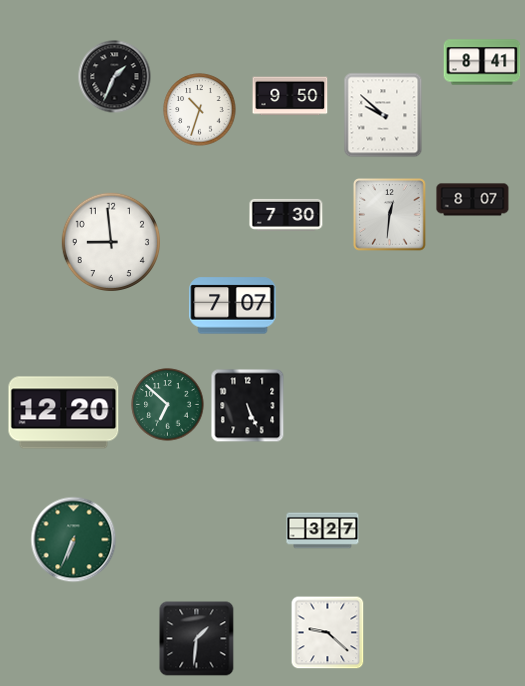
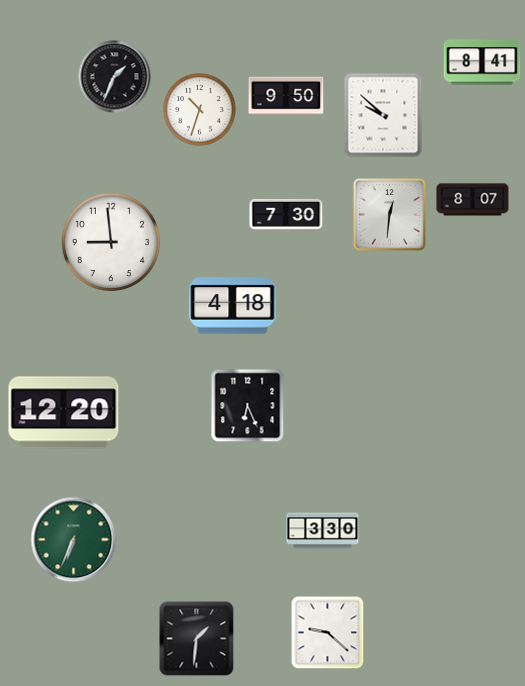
clock at (290, 96) position: (290, 96) -> (286, 96)
clock at (233, 306): 7:07 -> 4:18
clock at (168, 405): 6:52 -> none
clock at (248, 406): 5:26 -> 6:26
clock at (323, 531): 3:27 -> 3:30
